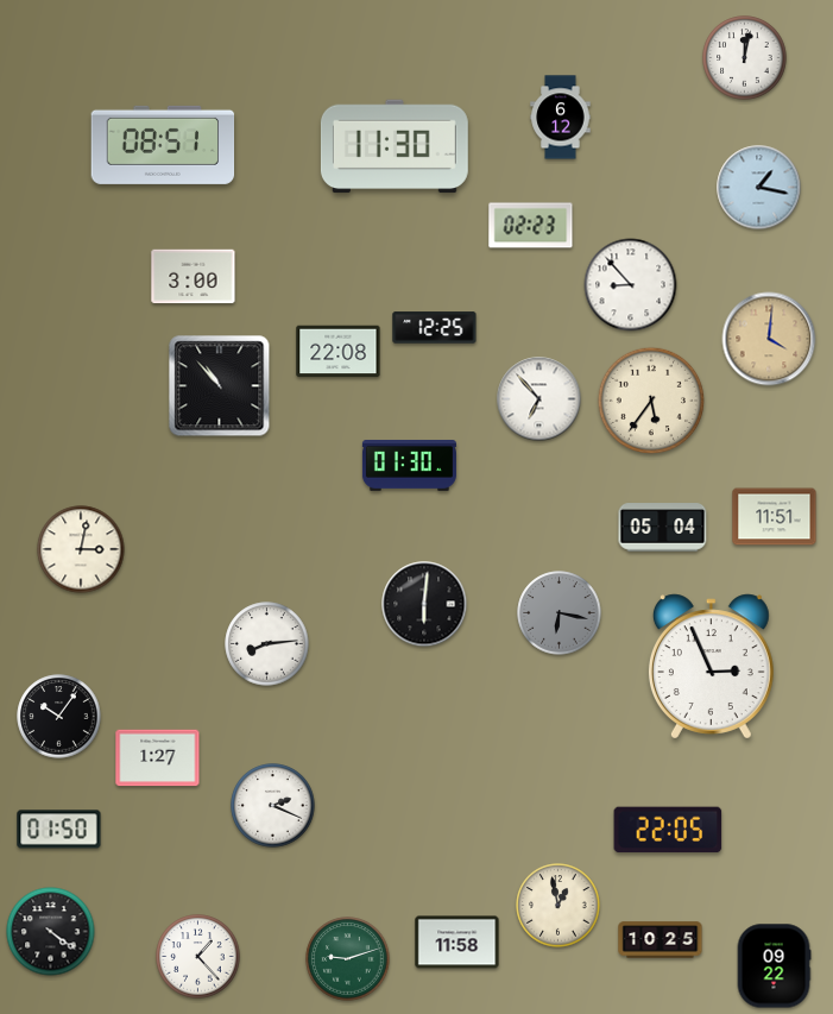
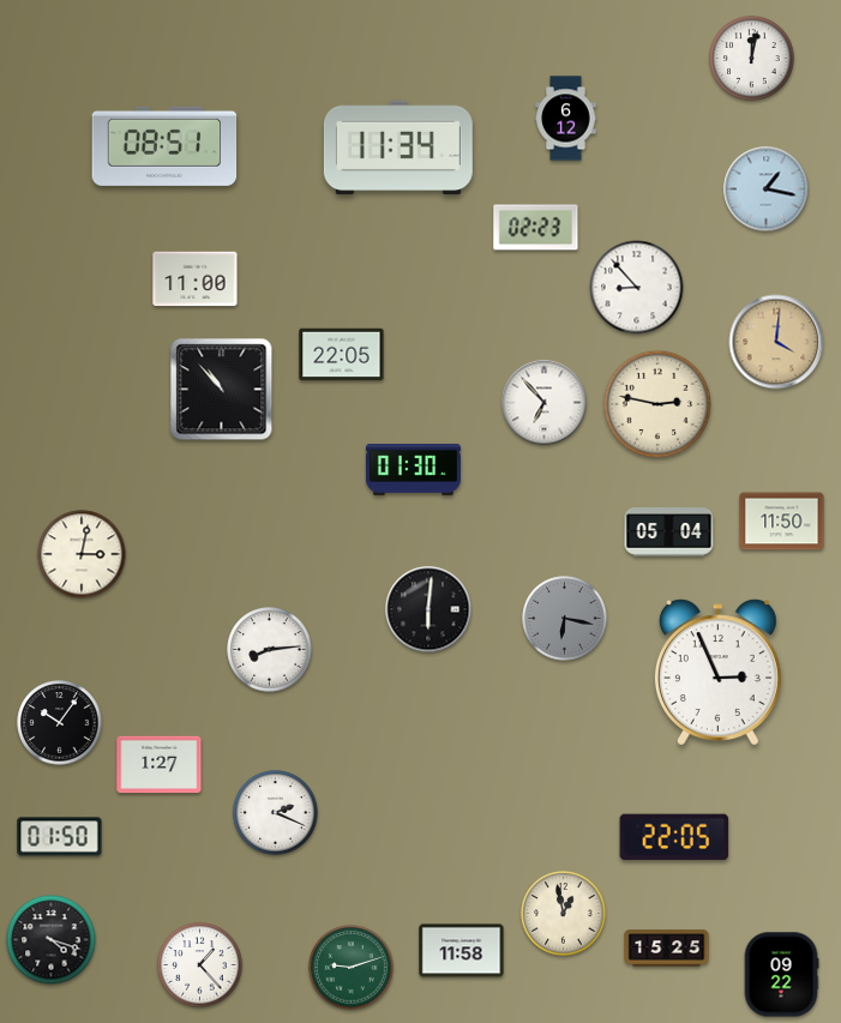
clock at (395, 146): 11:30 -> 11:34
clock at (194, 277): 3:00 -> 11:00
clock at (435, 328): 12:25 -> none
clock at (339, 352): 22:08 -> 22:05
clock at (651, 401): 5:36 -> 2:47
clock at (775, 517): 11:51 -> 11:50
clock at (51, 932): 4:21 -> 4:18
clock at (661, 940): 10:25 -> 15:25
